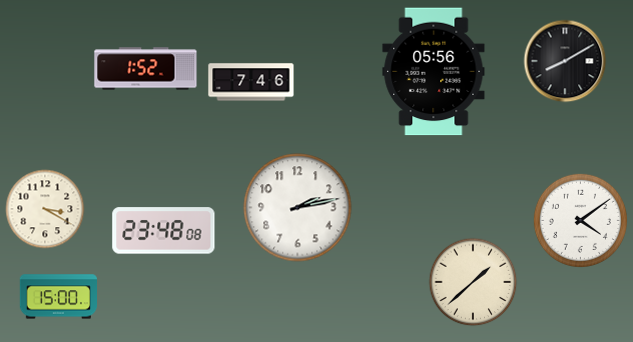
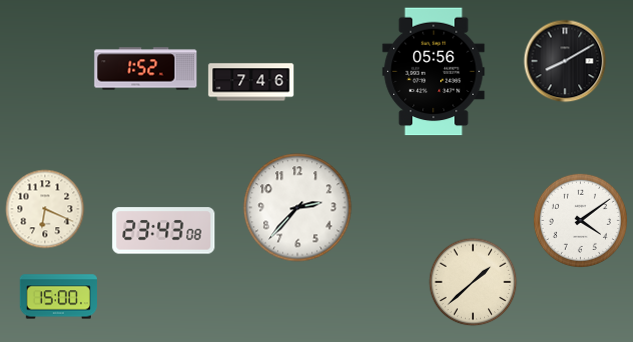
clock at (298, 208): 2:13 -> 2:37
clock at (45, 209): 3:20 -> 6:19
clock at (164, 231): 23:48 -> 23:43
